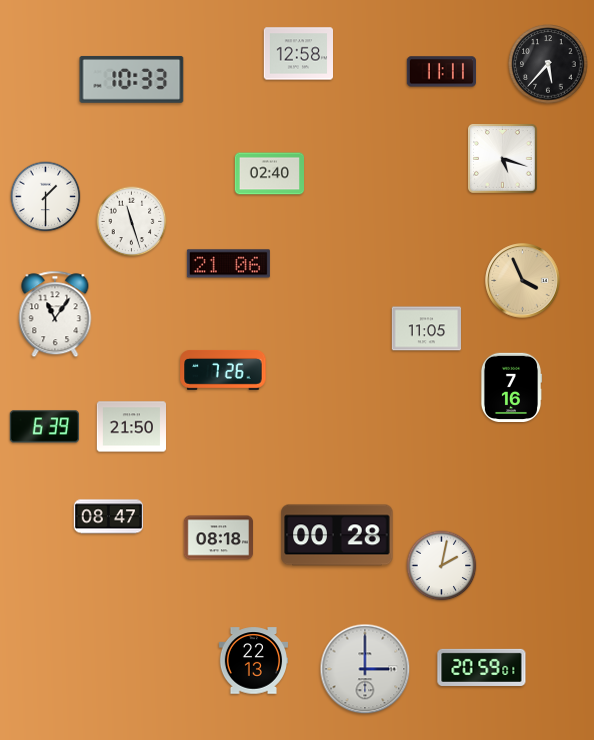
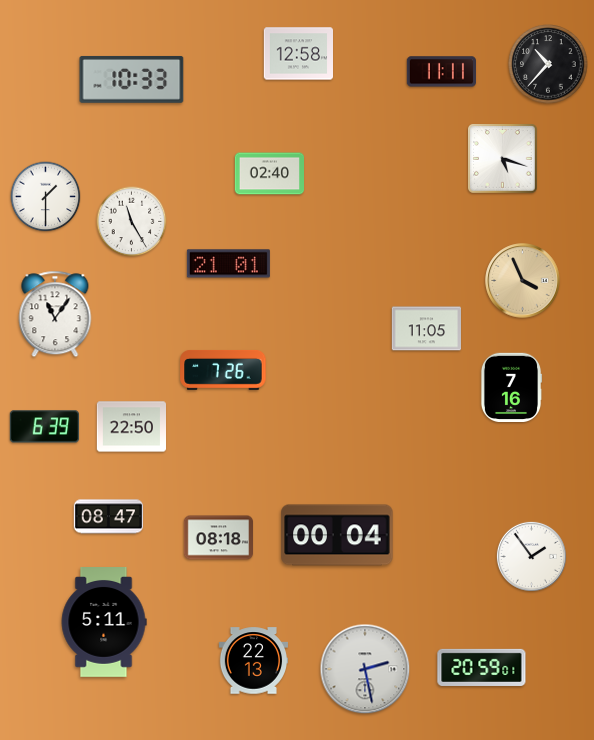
clock at (548, 64): 5:37 -> 10:37
clock at (132, 222): 11:27 -> 11:25
clock at (228, 264): 21:06 -> 21:01
clock at (131, 427): 21:50 -> 22:50
clock at (337, 535): 00:28 -> 00:04
clock at (531, 556): none -> 1:54
clock at (442, 566): 2:02 -> none
clock at (104, 623): none -> 5:11
clock at (365, 669): 3:00 -> 2:28
